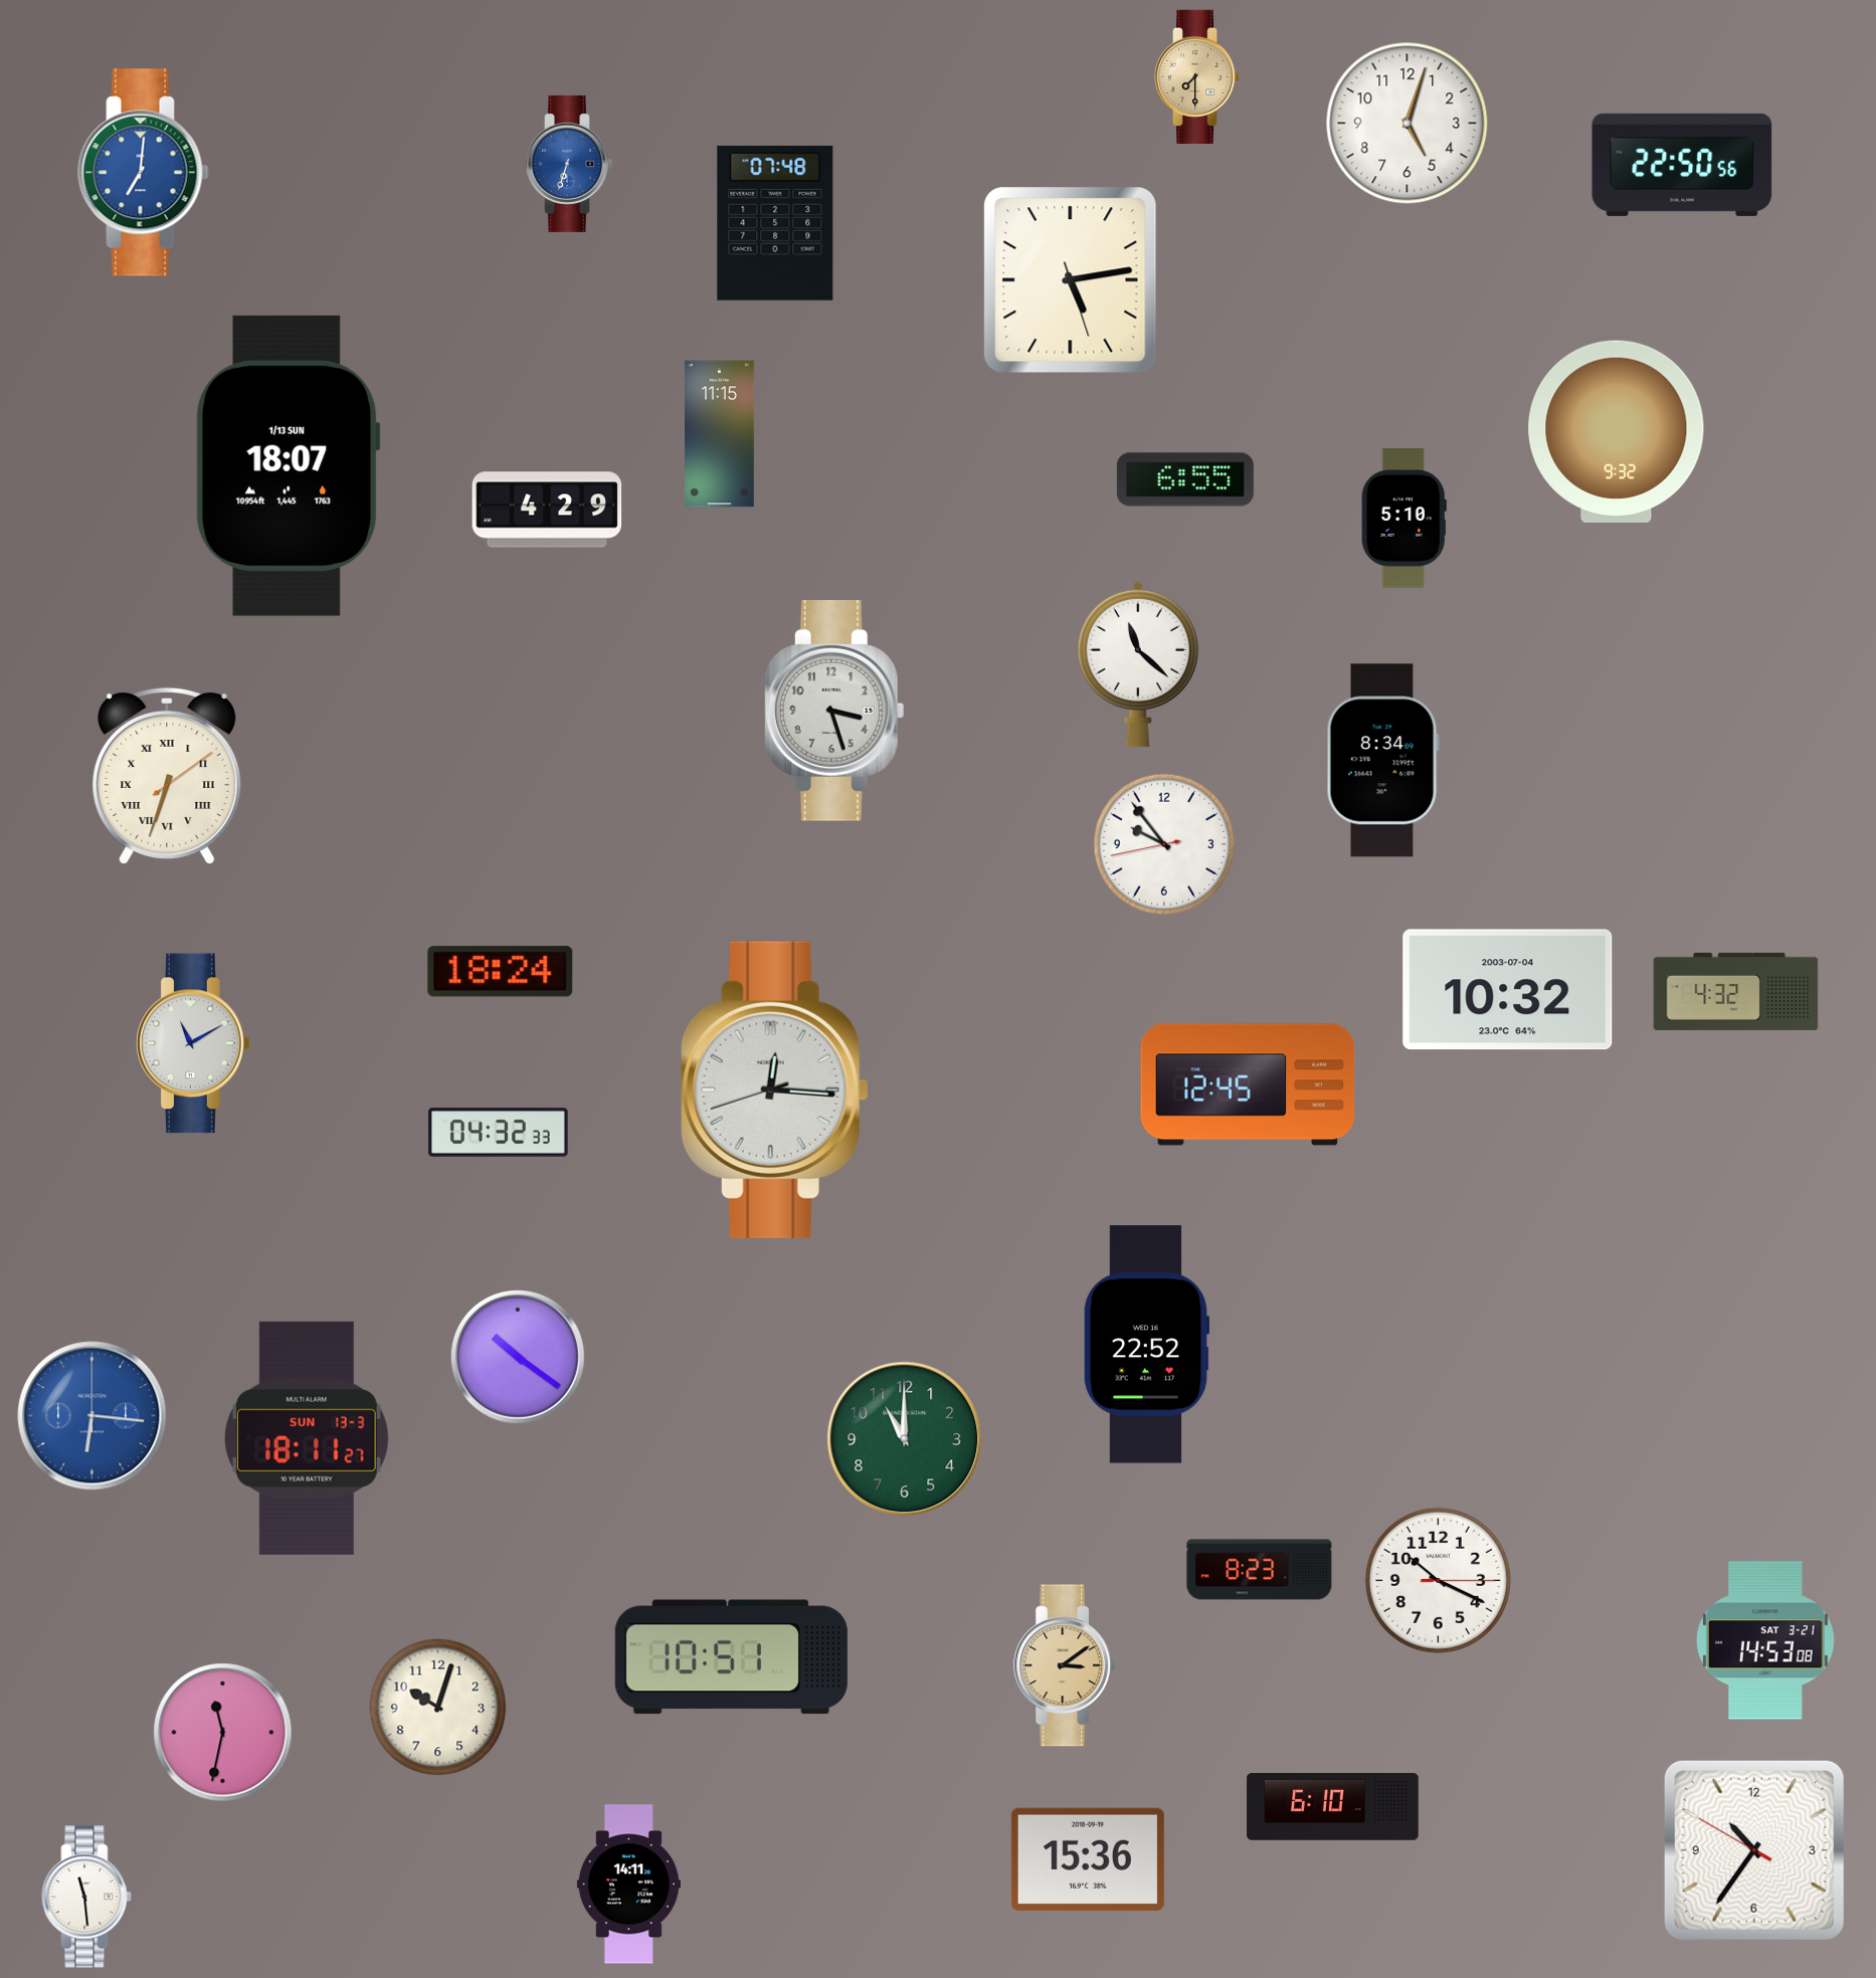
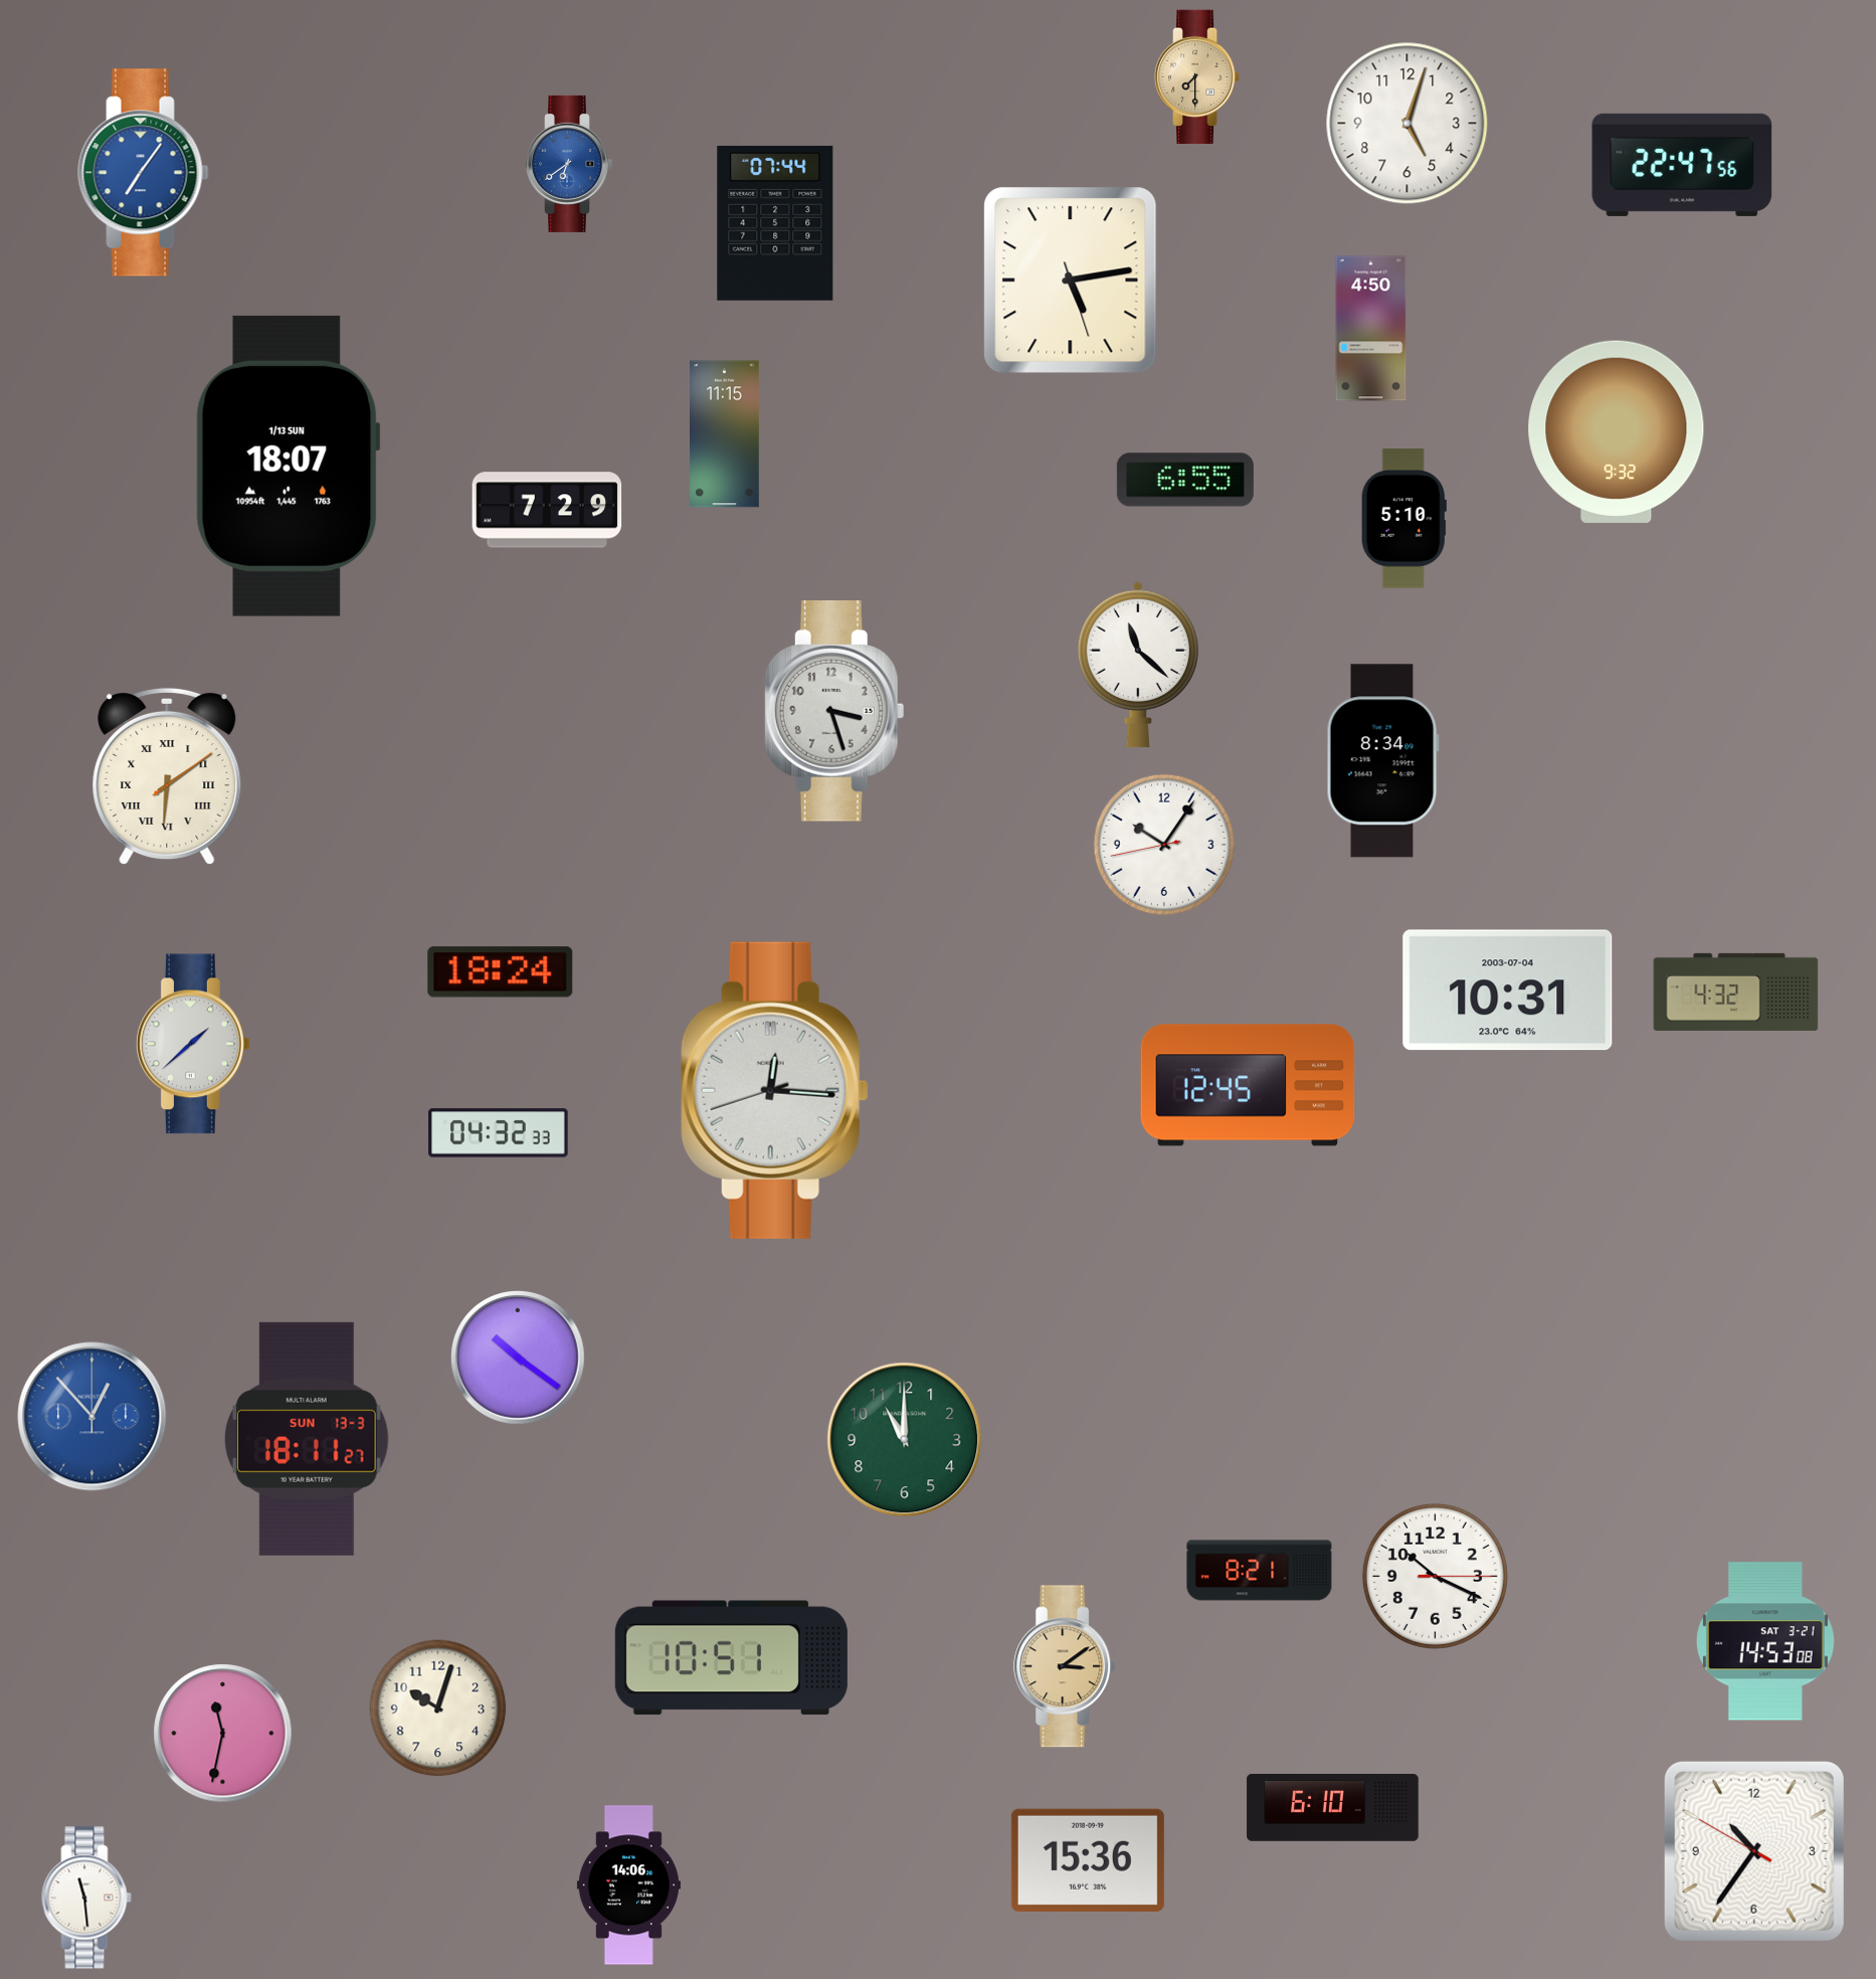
clock at (569, 164): 6:33 -> 6:39
clock at (1682, 165): 22:50 -> 22:47
clock at (144, 173): 7:01 -> 7:06
clock at (775, 223): 07:48 -> 07:44
clock at (1371, 329): none -> 4:50
clock at (720, 434) position: (720, 434) -> (725, 434)
clock at (547, 510): 4:29 -> 7:29
clock at (167, 776): 6:33 -> 6:09
clock at (1164, 844): 9:53 -> 10:05
clock at (1508, 990): 10:32 -> 10:31
clock at (194, 1043): 11:10 -> 1:38
clock at (1146, 1345): 22:52 -> none
clock at (92, 1416): 6:16 -> 12:53
clock at (1260, 1570): 8:23 -> 8:21
clock at (1438, 1580) position: (1438, 1580) -> (1435, 1576)
clock at (628, 1885): 14:11 -> 14:06
